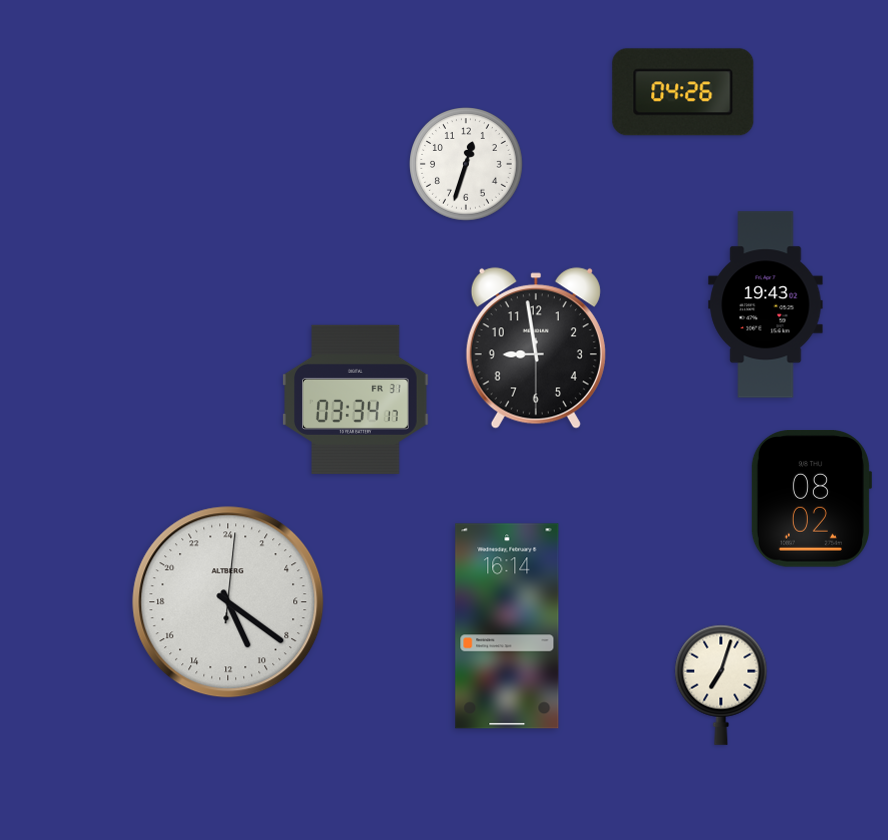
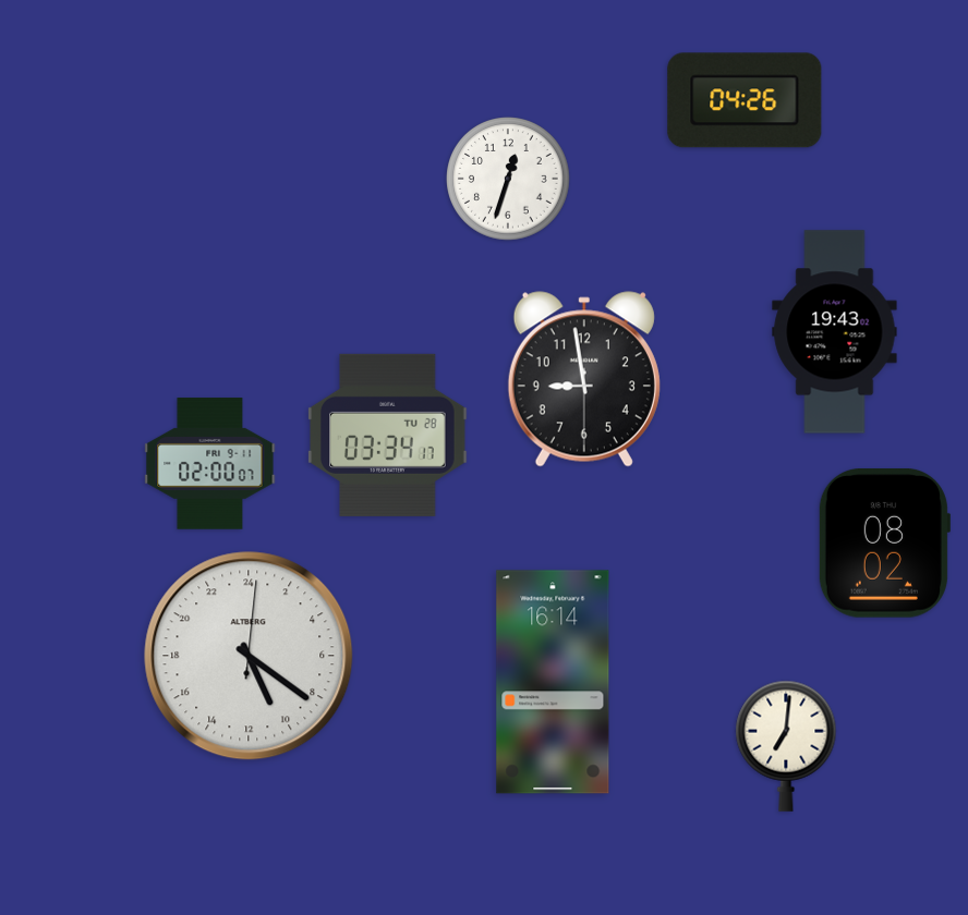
clock at (356, 399) date: FR 31 -> TU 28
clock at (210, 464): none -> 02:00
clock at (721, 685): 7:03 -> 7:01
